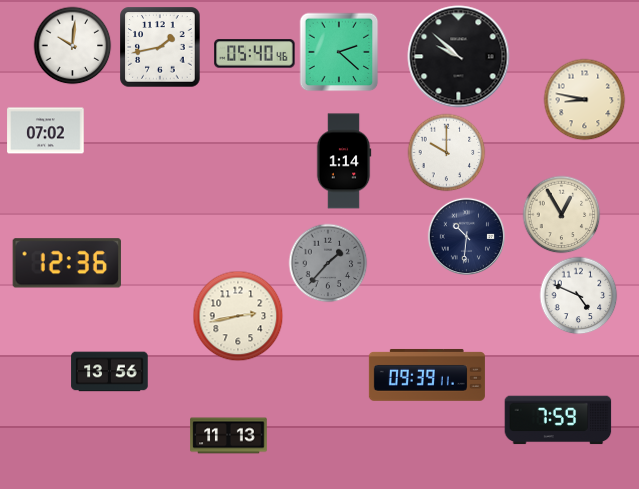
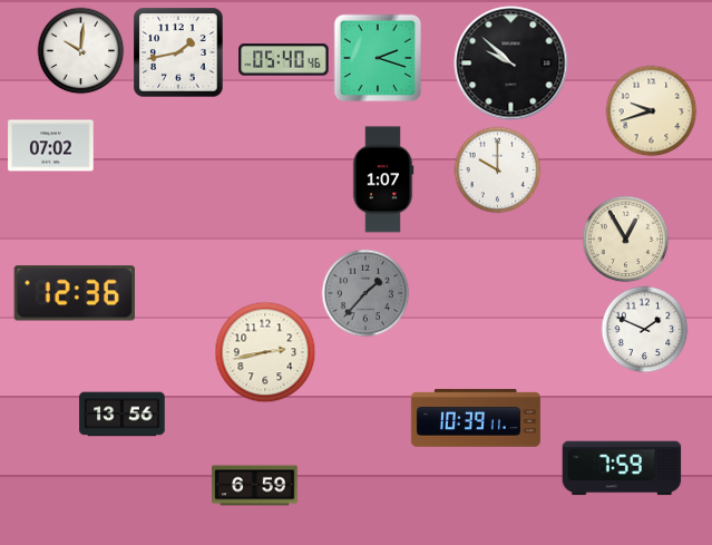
clock at (339, 52): 2:22 -> 2:18
clock at (584, 99): 8:47 -> 9:42
clock at (344, 161): 1:14 -> 1:07
clock at (466, 236): 10:31 -> none
clock at (578, 295): 4:49 -> 1:49
clock at (427, 375): 09:39 -> 10:39
clock at (229, 436): 11:13 -> 6:59
